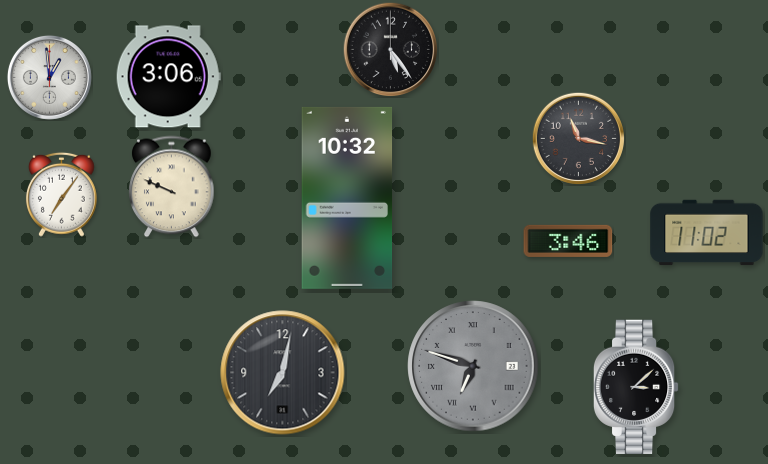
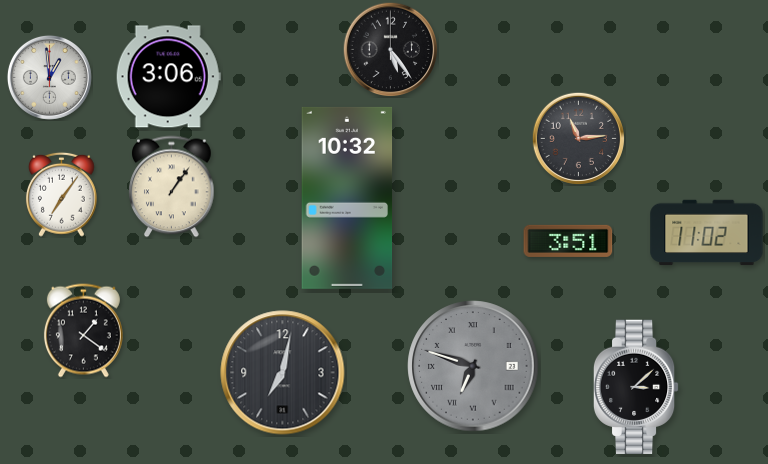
clock at (578, 138): 11:17 -> 11:14
clock at (172, 187): 9:49 -> 1:06
clock at (568, 241): 3:46 -> 3:51
clock at (83, 331): none -> 1:21
